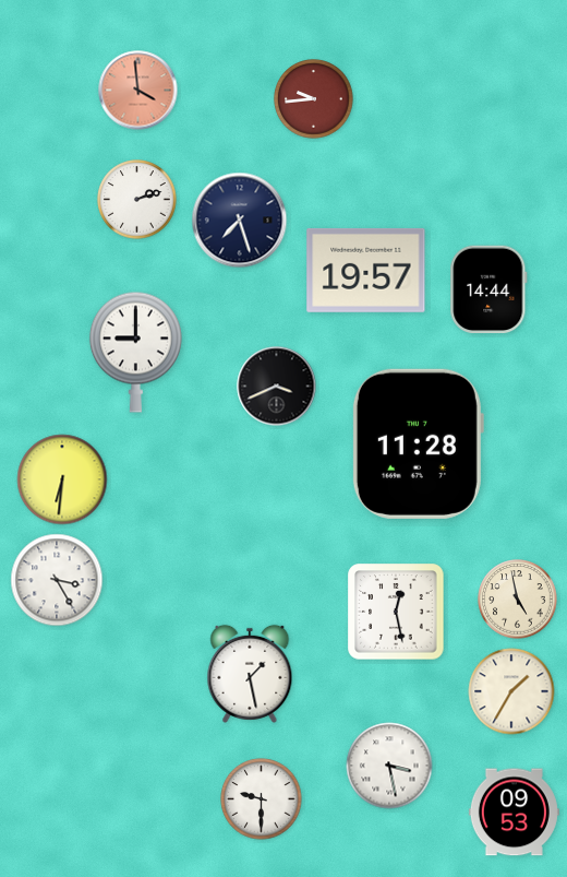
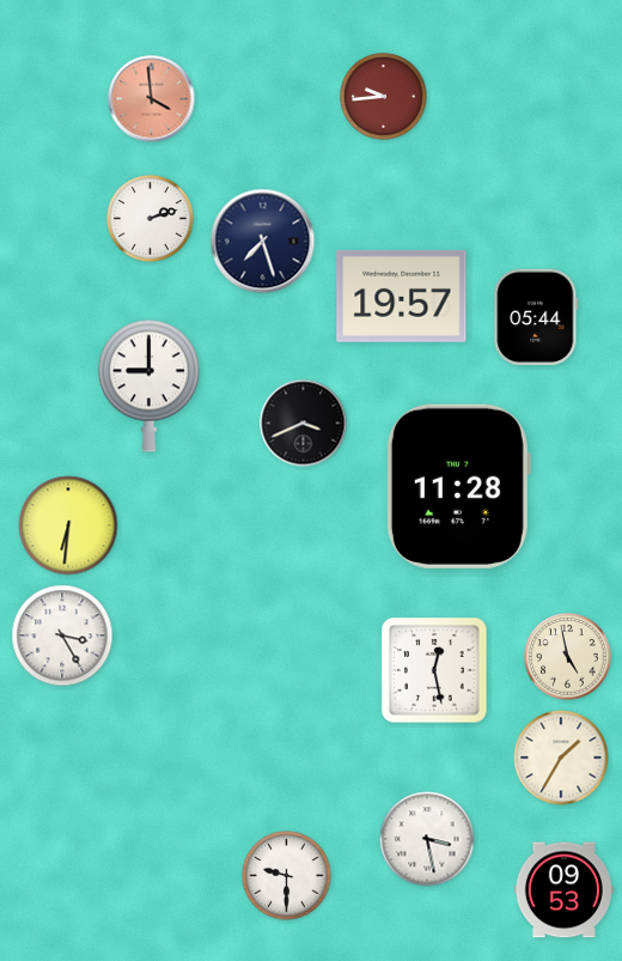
clock at (314, 99) position: (314, 99) -> (384, 97)
clock at (488, 289): 14:44 -> 05:44
clock at (250, 674): 1:28 -> none
